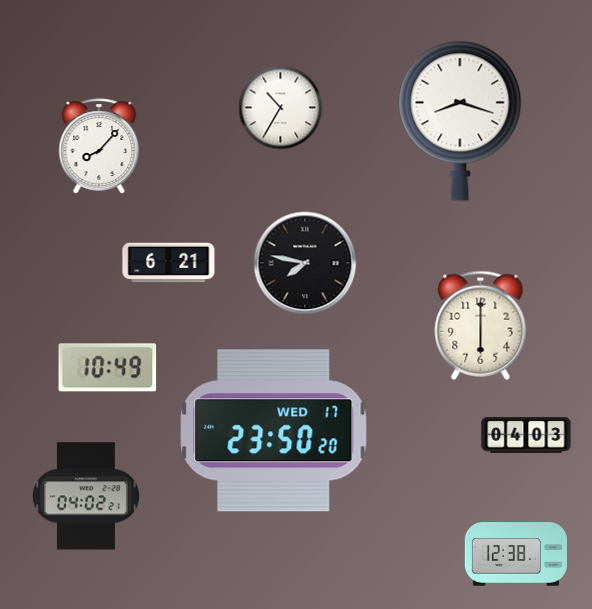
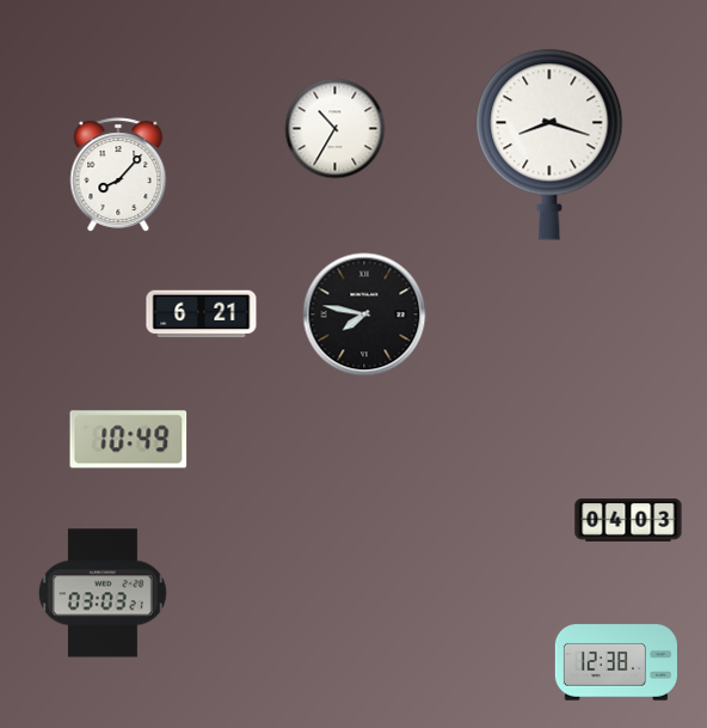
clock at (481, 325): 6:00 -> none
clock at (274, 431): 23:50 -> none
clock at (86, 496): 04:02 -> 03:03
